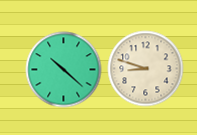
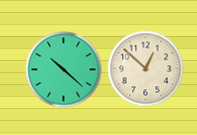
clock at (146, 69): 8:48 -> 12:52
